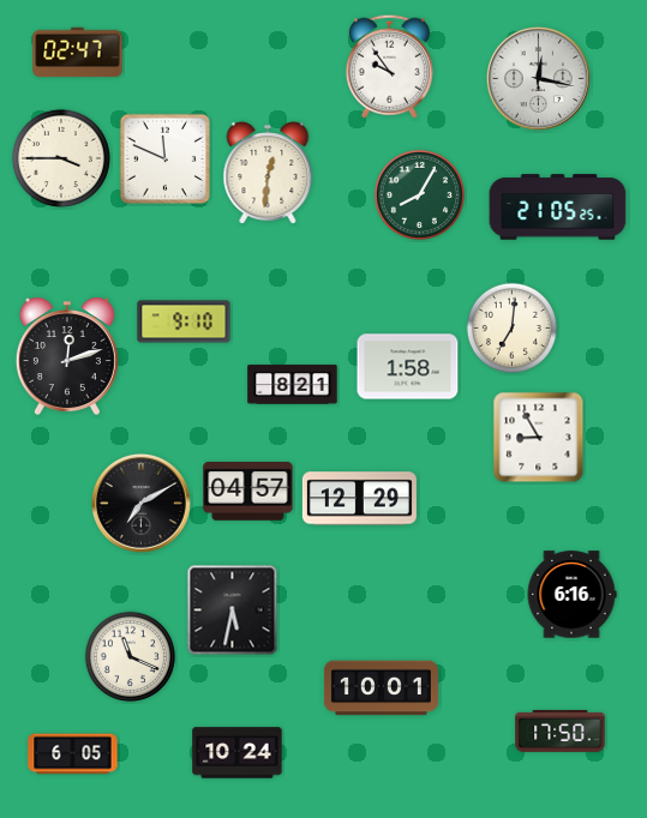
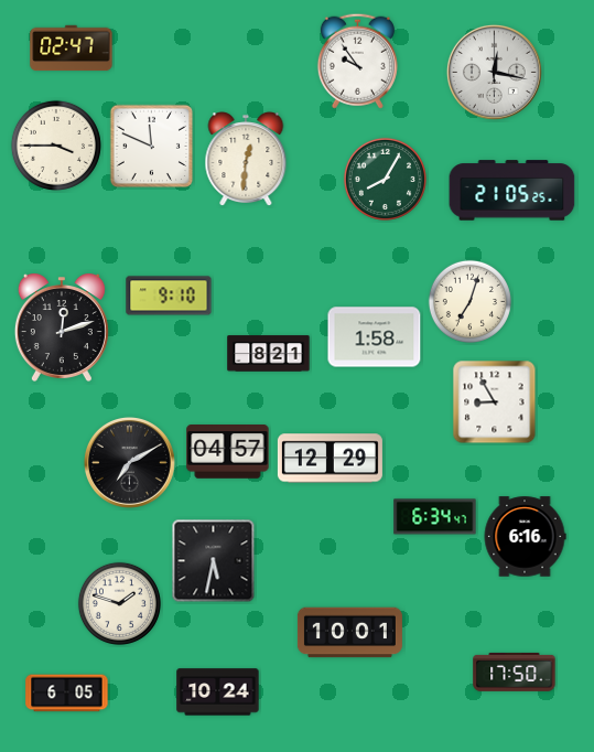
clock at (511, 327): 7:01 -> 7:03
clock at (435, 517): none -> 6:34
clock at (571, 595) position: (571, 595) -> (525, 537)
clock at (130, 656): 11:19 -> 1:48
